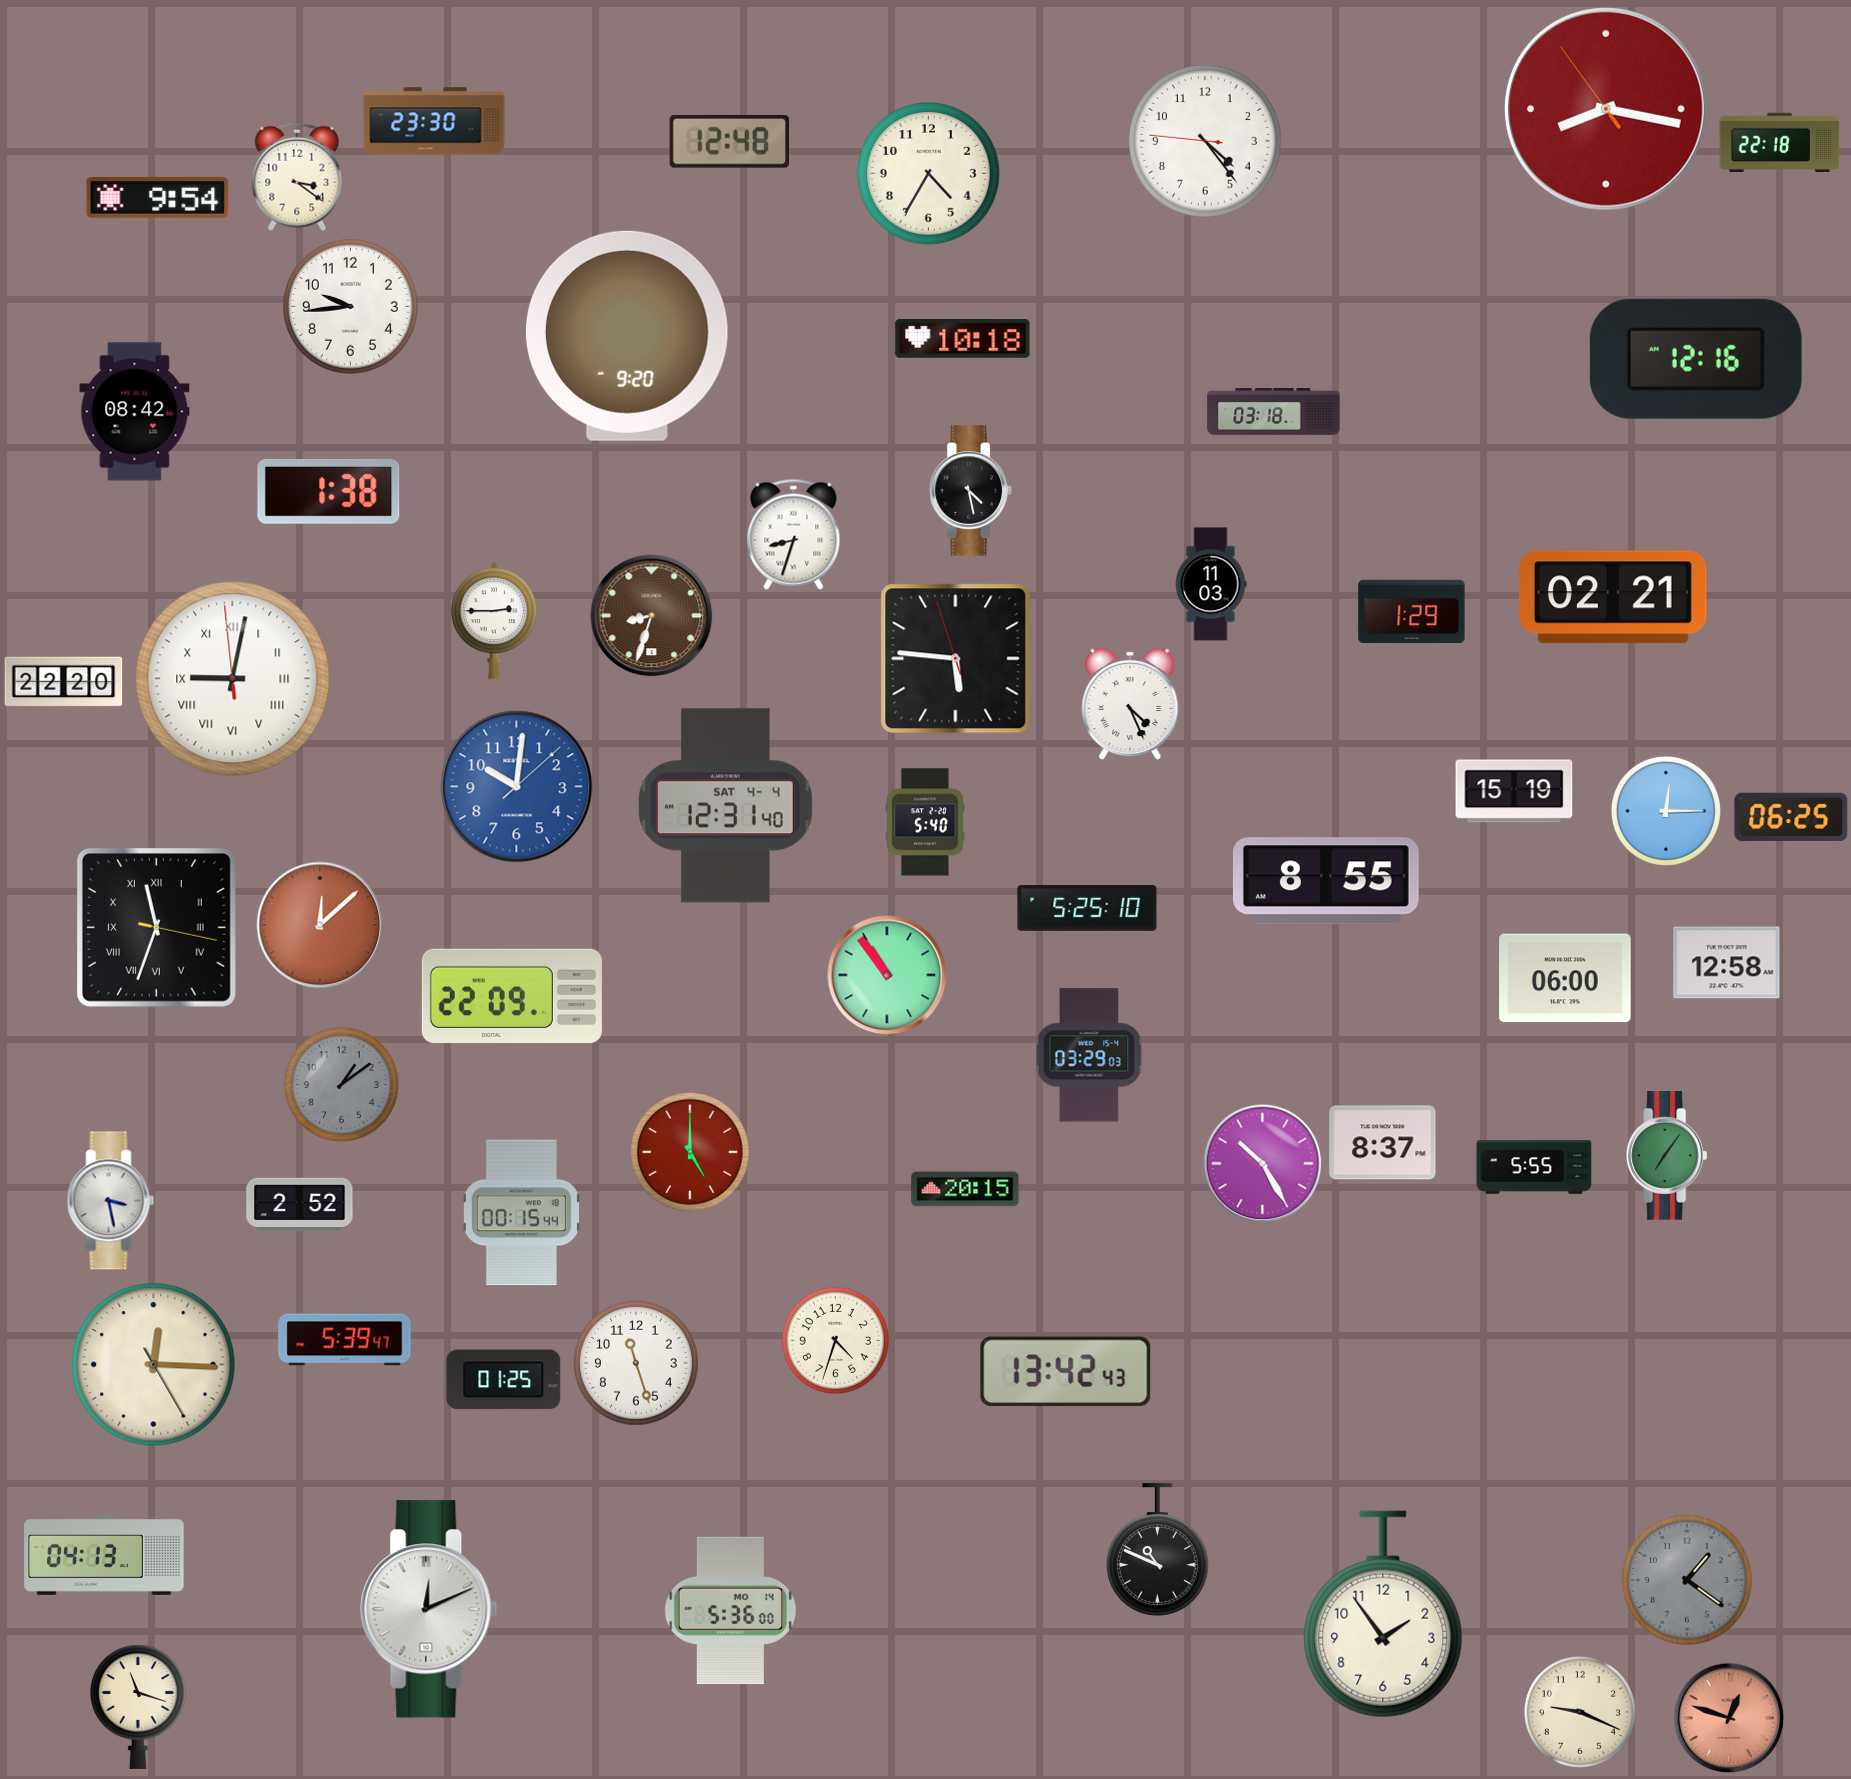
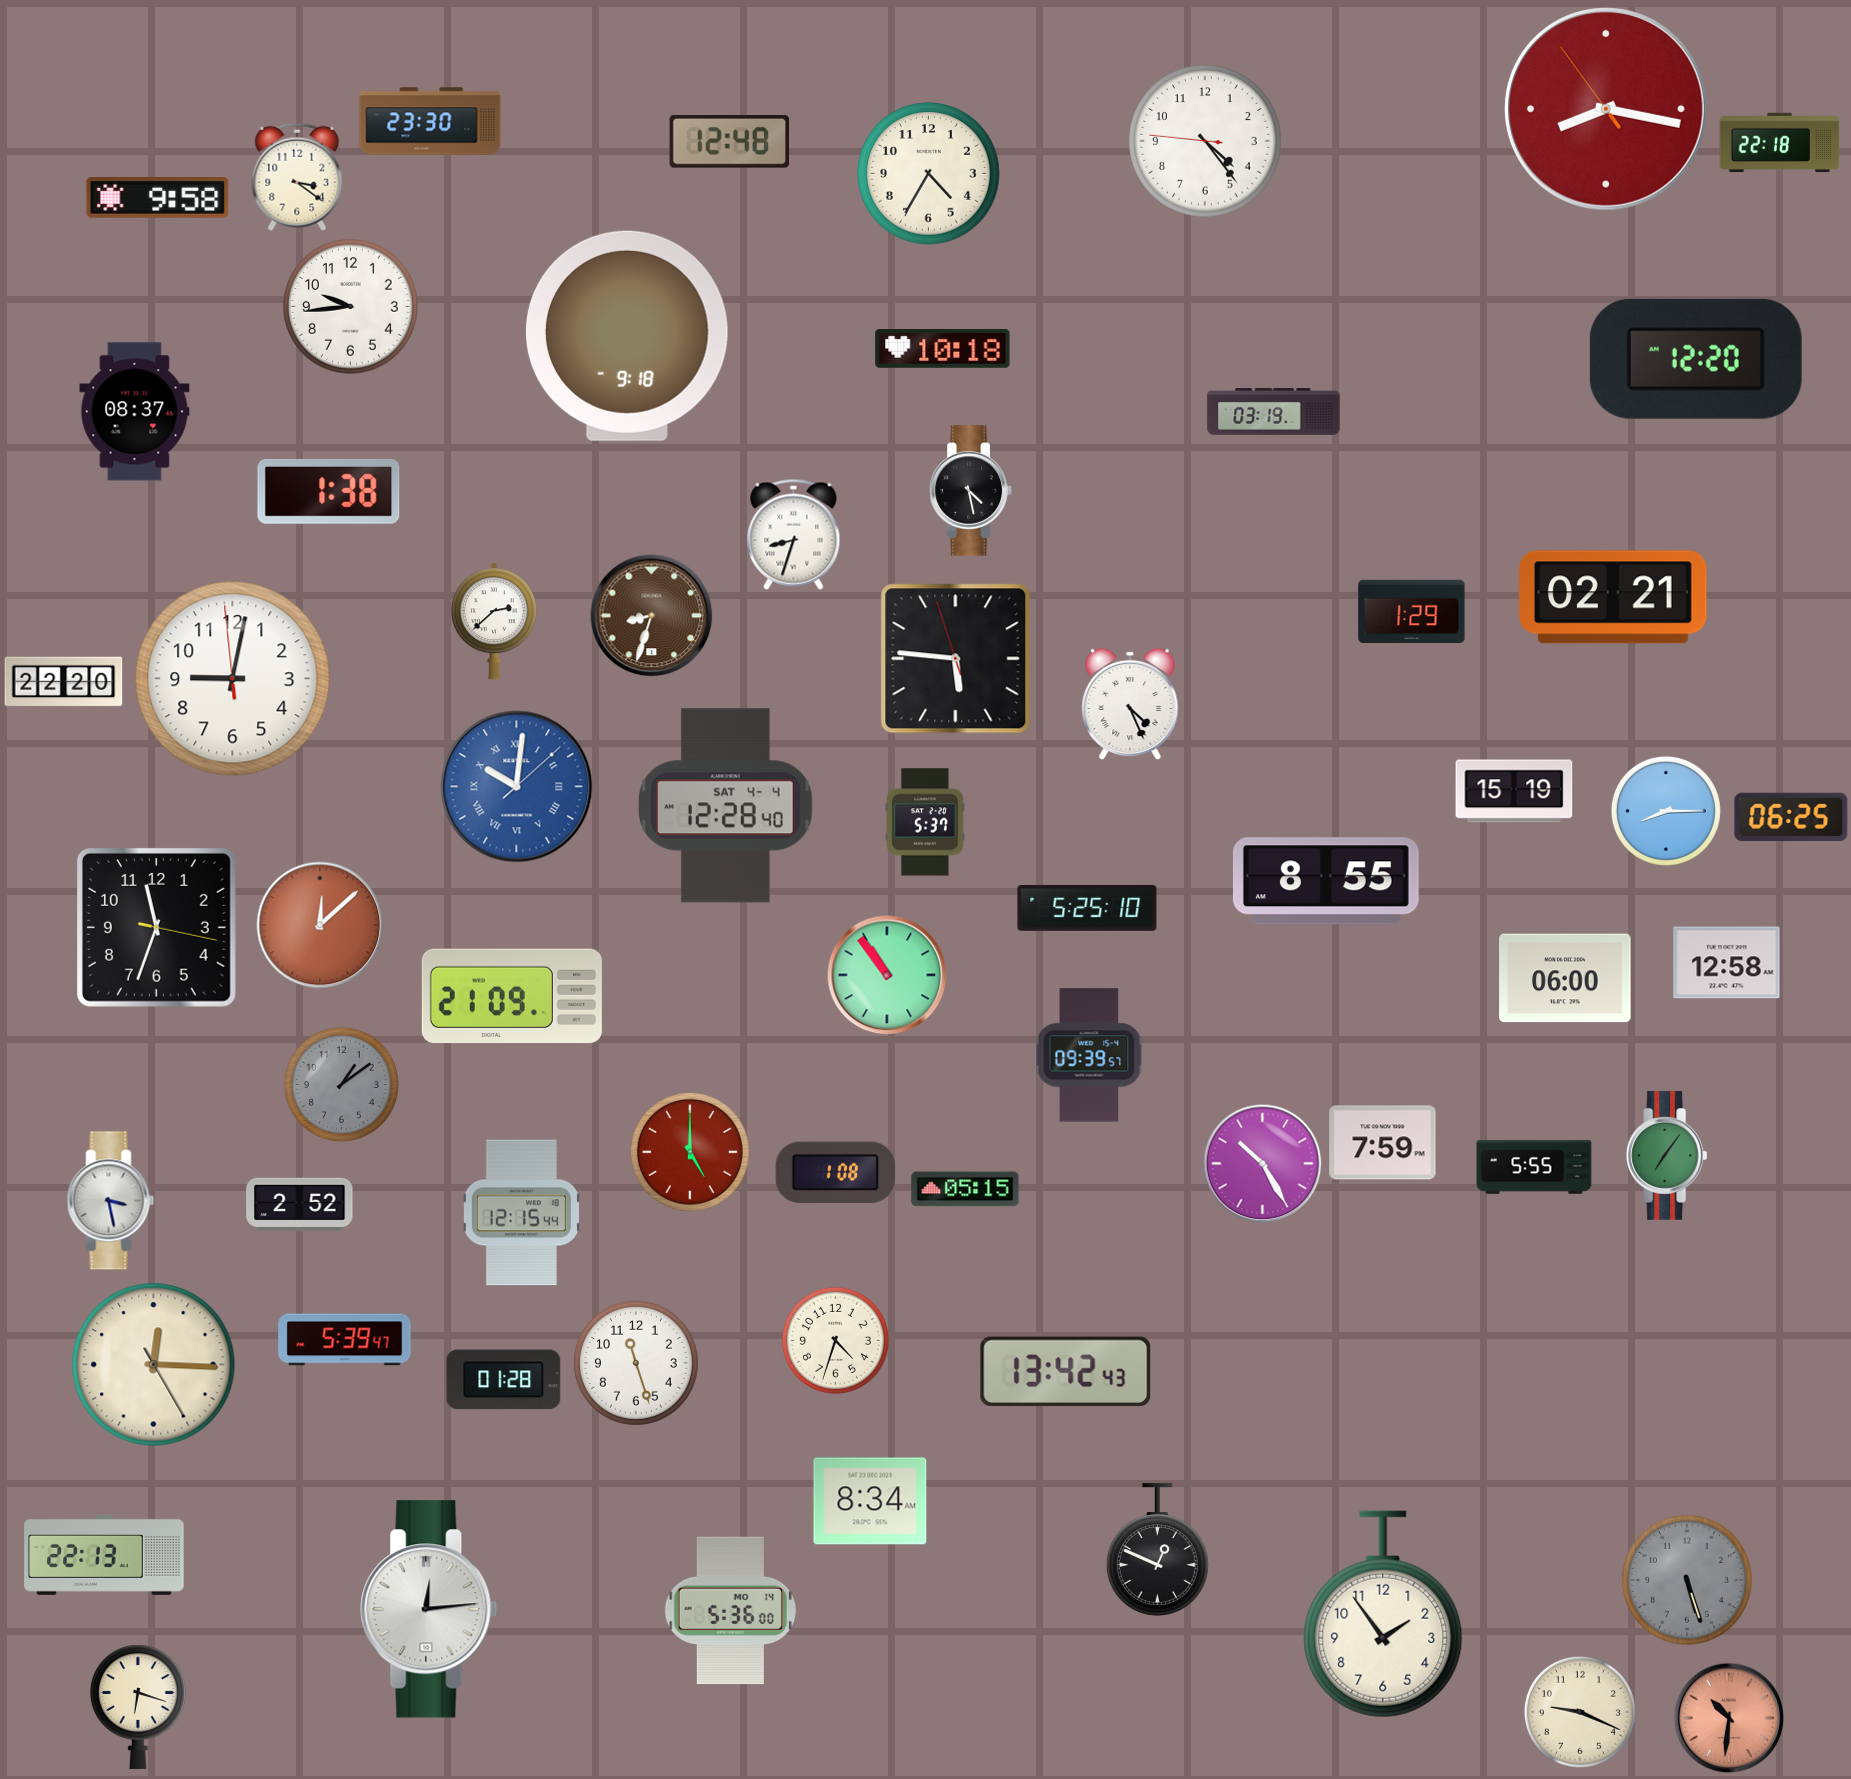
clock at (434, 121) position: (434, 121) -> (430, 121)
clock at (158, 198): 9:54 -> 9:58
clock at (627, 336): 9:20 -> 9:18
clock at (963, 339) position: (963, 339) -> (943, 349)
clock at (1696, 359): 12:16 -> 12:20
clock at (135, 412): 08:42 -> 08:37
clock at (1274, 412): 03:18 -> 03:19
clock at (1211, 584): 11:03 -> none
clock at (494, 621): 2:45 -> 2:38
clock at (233, 679) numerals: Roman -> Arabic
clock at (517, 787) numerals: Arabic -> Roman
clock at (725, 806): 12:31 -> 12:28
clock at (1666, 811): 12:15 -> 8:15
clock at (925, 822): 5:40 -> 5:37
clock at (156, 927) numerals: Roman -> Arabic
clock at (512, 996): 22:09 -> 21:09
clock at (1089, 1055): 03:29 -> 09:39
clock at (1383, 1143): 8:37 -> 7:59
clock at (836, 1172): none -> 1:08
clock at (965, 1189): 20:15 -> 05:15
clock at (521, 1213): 00:15 -> 12:15
clock at (504, 1380): 01:25 -> 01:28
clock at (870, 1501): none -> 8:34
clock at (1157, 1550): 10:49 -> 12:49
clock at (104, 1555): 04:13 -> 22:13
clock at (1687, 1580): 1:21 -> 5:27
clock at (429, 1609): 12:11 -> 12:14
clock at (138, 1707): 11:18 -> 6:18
clock at (1729, 1718): 12:48 -> 10:31
